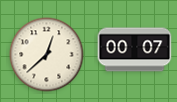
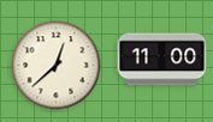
clock at (135, 50): 00:07 -> 11:00
